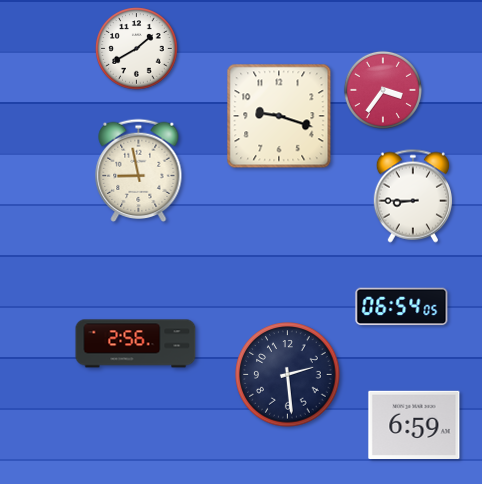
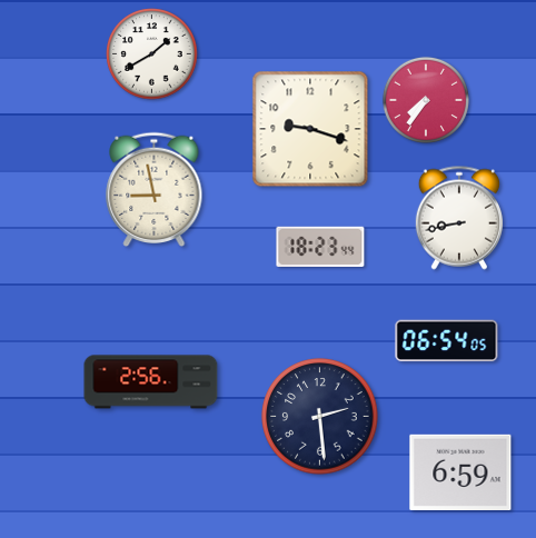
clock at (383, 90): 3:36 -> 7:36
clock at (413, 196): 8:45 -> 8:43
clock at (320, 246): none -> 18:23
